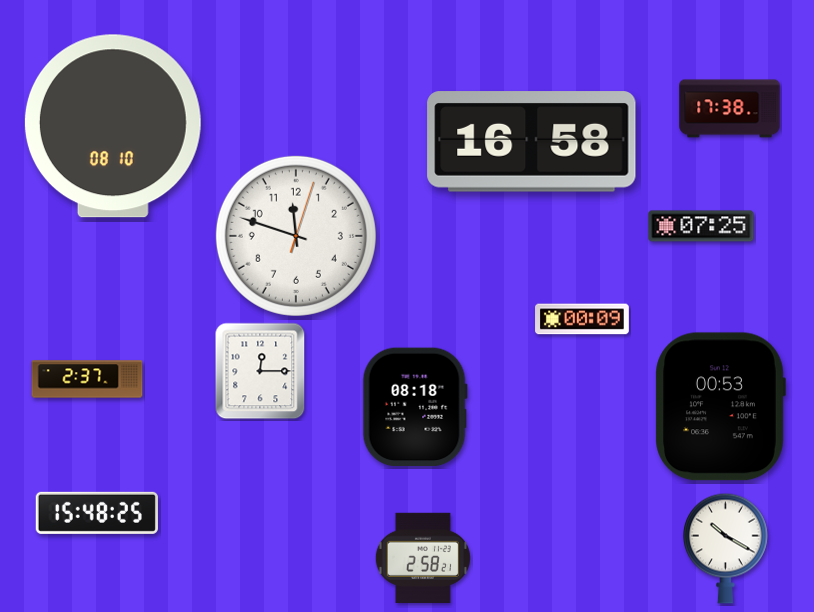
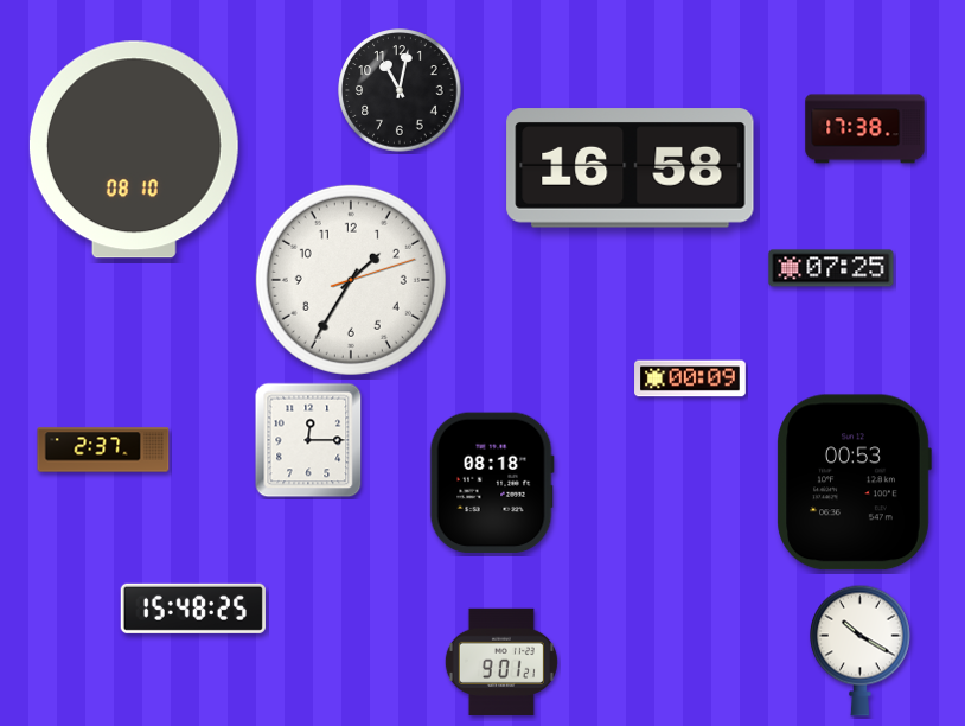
clock at (400, 90): none -> 11:02
clock at (296, 236): 11:48 -> 1:35
clock at (97, 513) position: (97, 513) -> (193, 609)
clock at (423, 558): 2:58 -> 9:01
